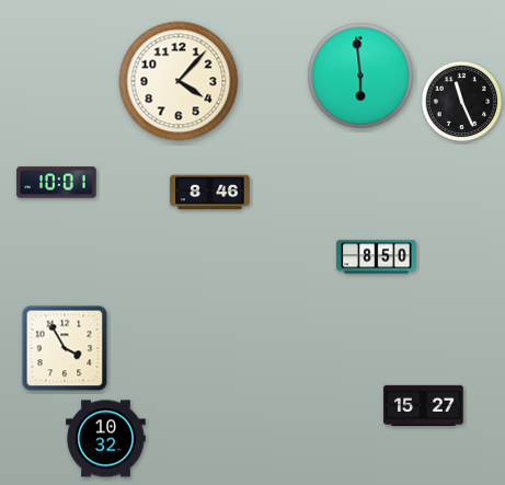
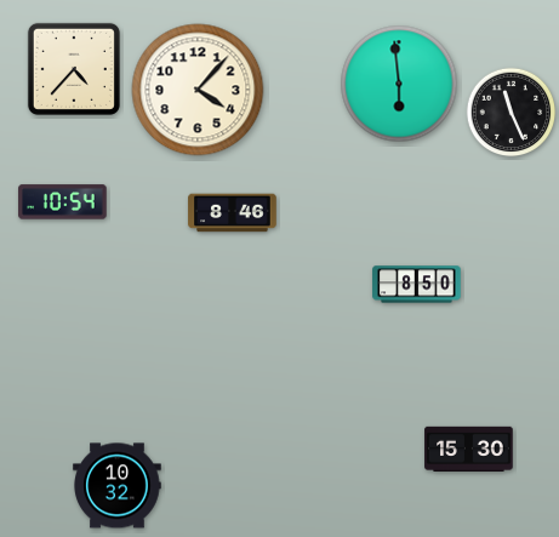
clock at (74, 69): none -> 4:37
clock at (57, 183): 10:01 -> 10:54
clock at (65, 348): 3:55 -> none
clock at (424, 405): 15:27 -> 15:30
